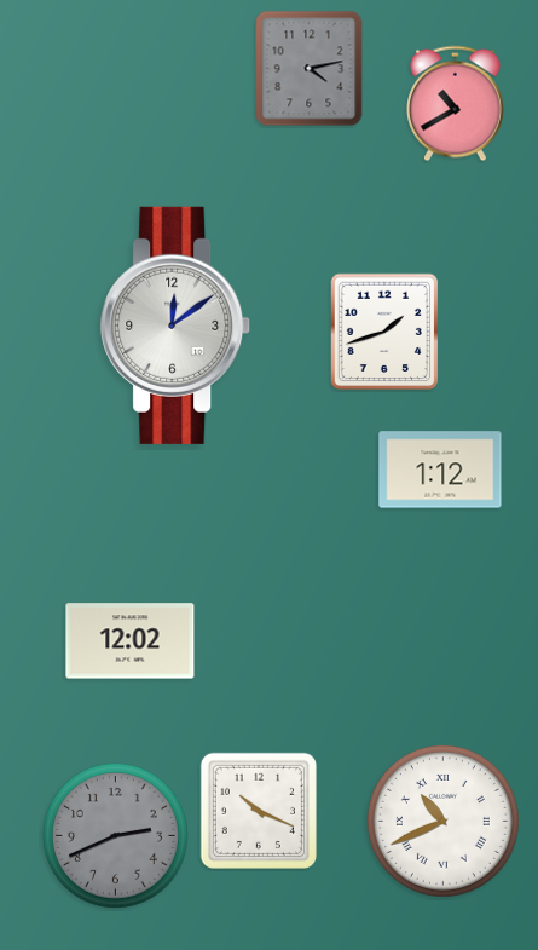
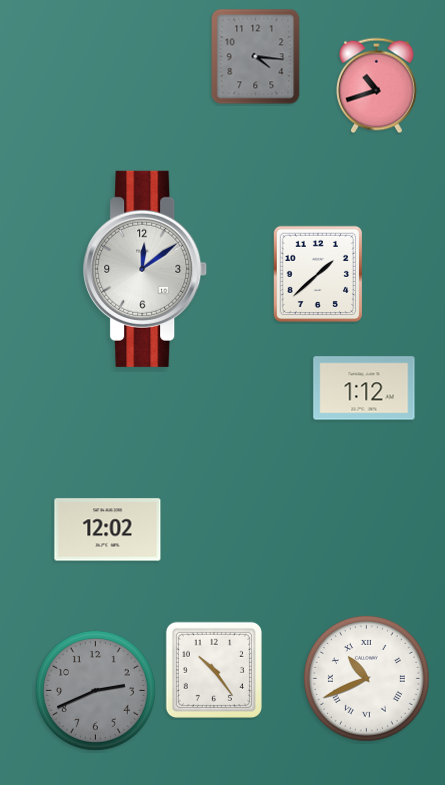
clock at (310, 69): 4:13 -> 4:16
clock at (456, 104): 10:40 -> 10:42
clock at (383, 332): 1:42 -> 1:38
clock at (259, 811): 10:19 -> 10:24
